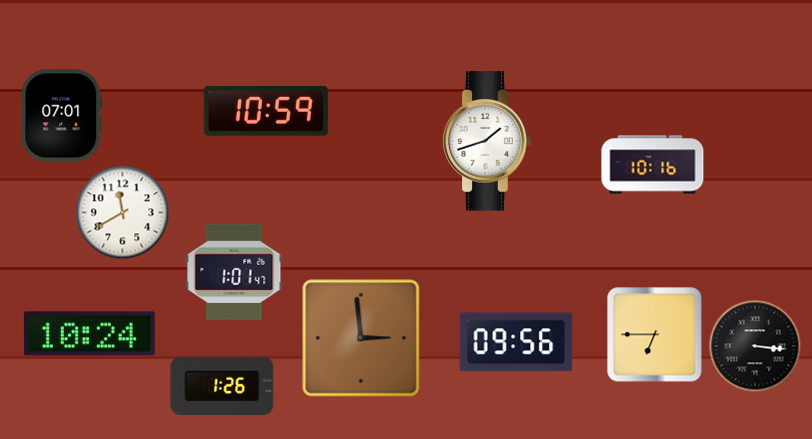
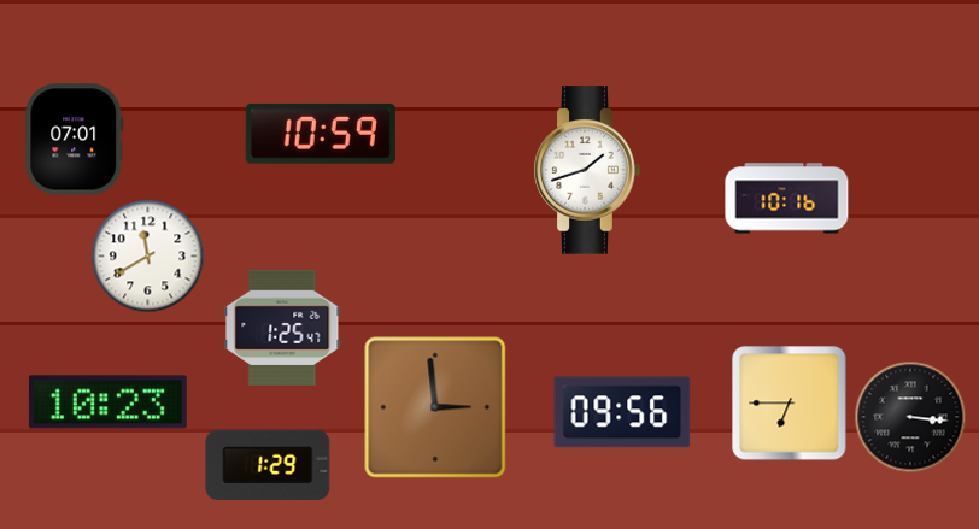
clock at (234, 272): 1:01 -> 1:25
clock at (89, 334): 10:24 -> 10:23
clock at (222, 385): 1:26 -> 1:29
